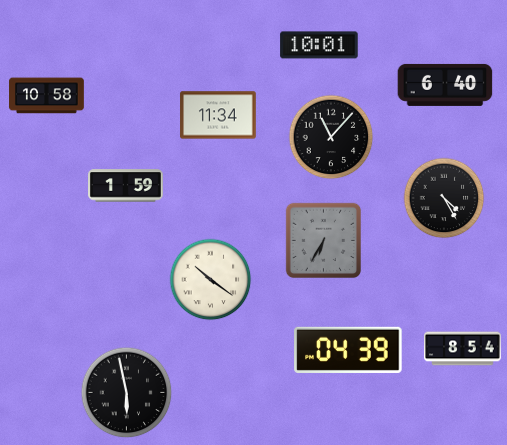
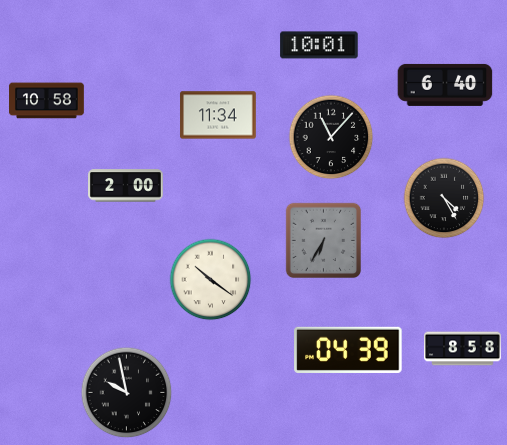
clock at (47, 96) position: (47, 96) -> (47, 101)
clock at (126, 186): 1:59 -> 2:00
clock at (463, 349): 8:54 -> 8:58
clock at (127, 393): 5:58 -> 9:58
